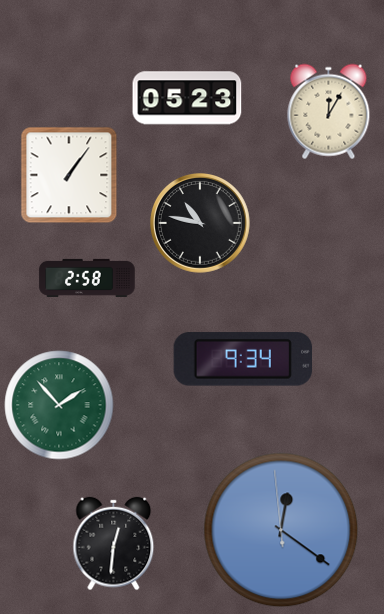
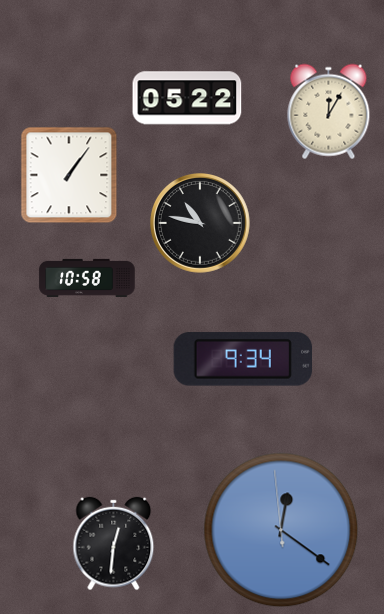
clock at (187, 98): 05:23 -> 05:22
clock at (87, 278): 2:58 -> 10:58
clock at (59, 405): 1:53 -> none
